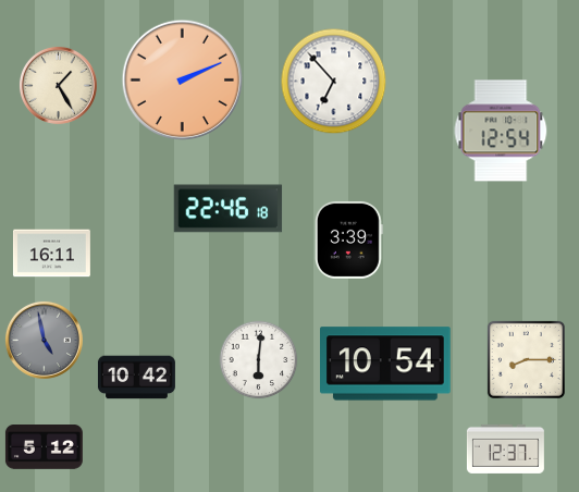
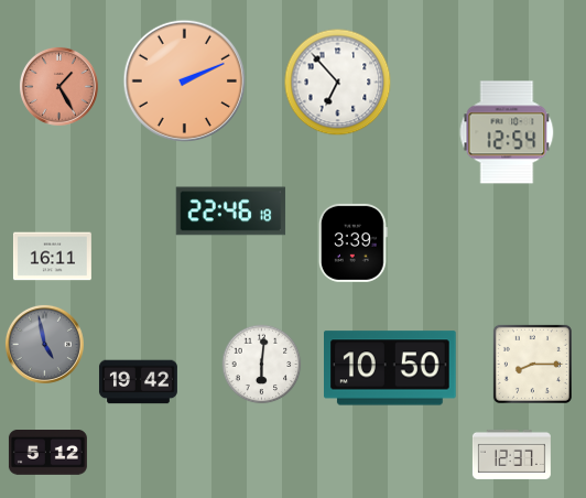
clock at (58, 85) dial: cream -> salmon
clock at (386, 364): 10:54 -> 10:50
clock at (136, 378): 10:42 -> 19:42
clock at (44, 447) position: (44, 447) -> (47, 453)
